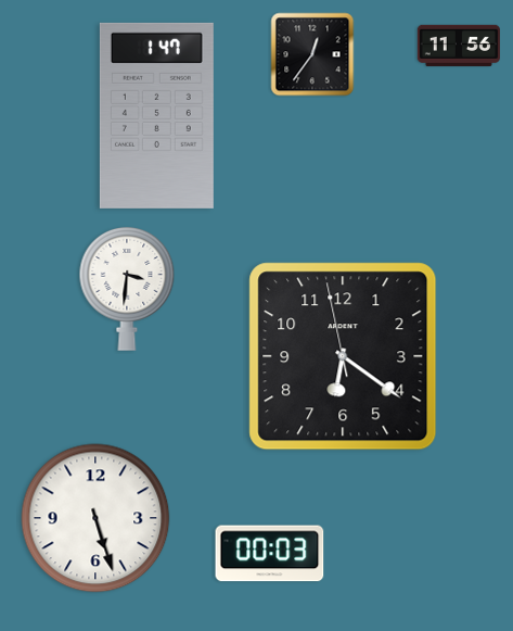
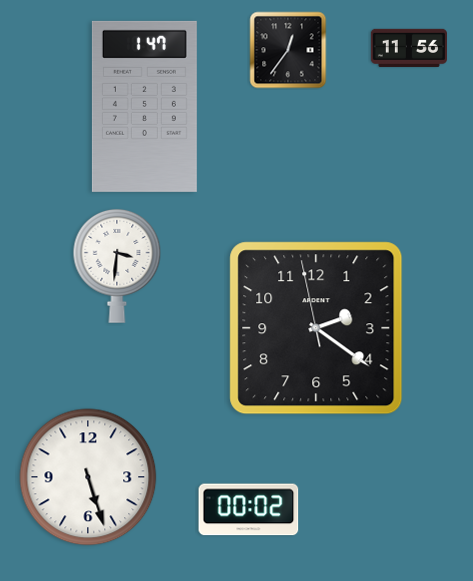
clock at (459, 46) position: (459, 46) -> (409, 48)
clock at (343, 356): 6:20 -> 2:20
clock at (270, 554): 00:03 -> 00:02
